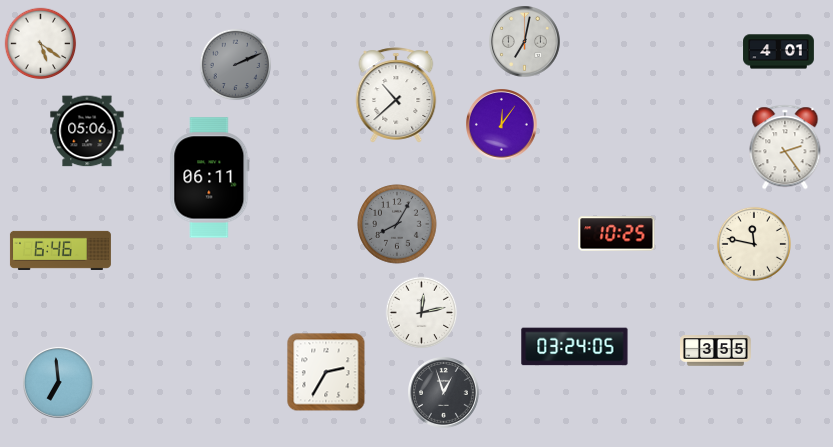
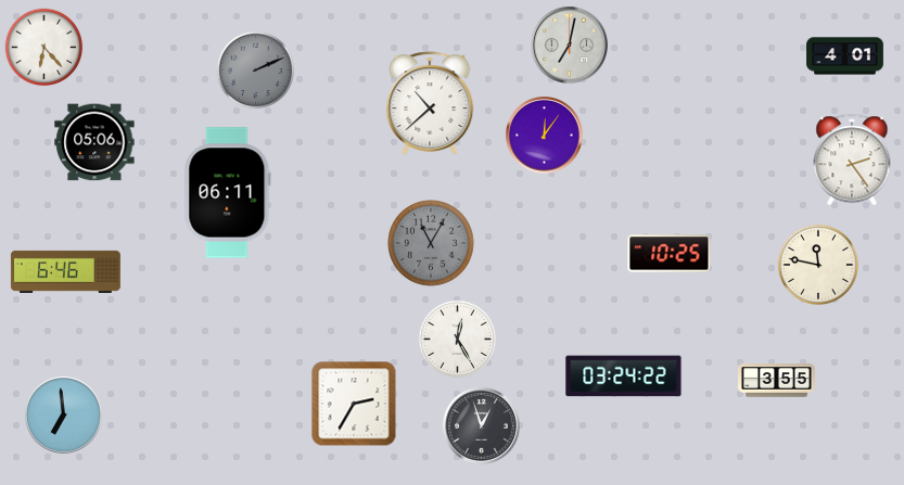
clock at (41, 44): 5:21 -> 6:23
clock at (397, 224): 8:05 -> 11:05
clock at (422, 313): 12:13 -> 12:25
clock at (575, 347): 03:24:05 -> 03:24:22
